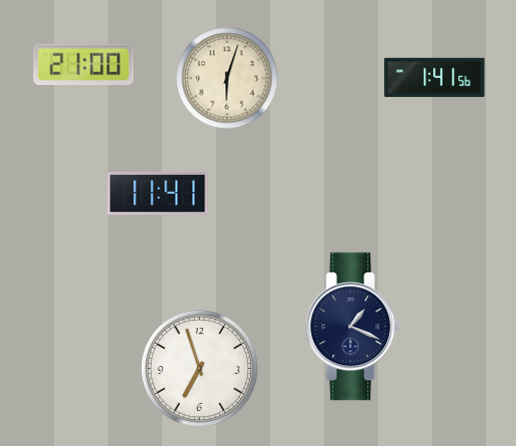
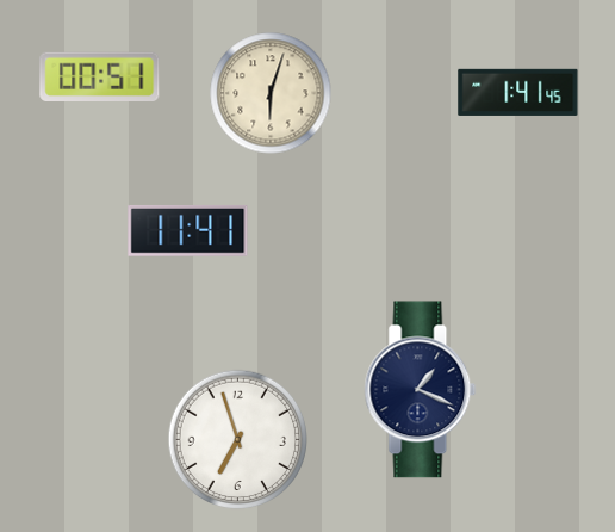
clock at (84, 64): 21:00 -> 00:51
clock at (435, 77): 1:41:56 -> 1:41:45
